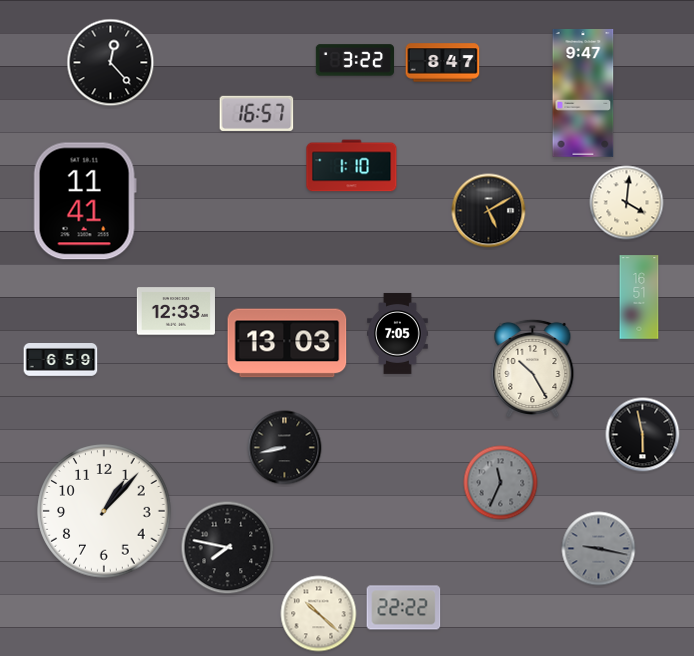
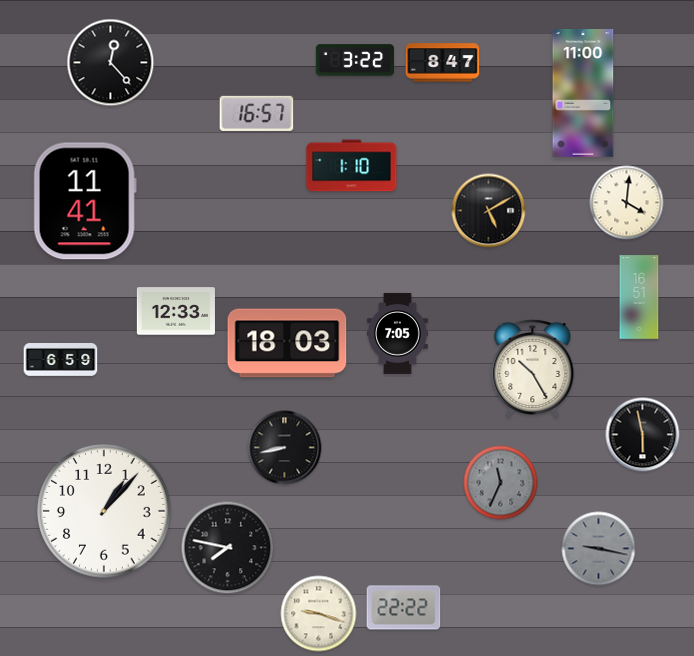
clock at (583, 94): 9:47 -> 11:00
clock at (287, 343): 13:03 -> 18:03
clock at (319, 614): 10:22 -> 9:18
